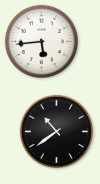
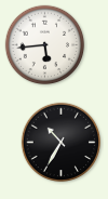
clock at (57, 132): 10:39 -> 10:35
